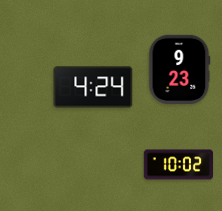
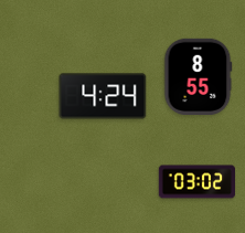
clock at (180, 69): 9:23 -> 8:55
clock at (179, 165): 10:02 -> 03:02
